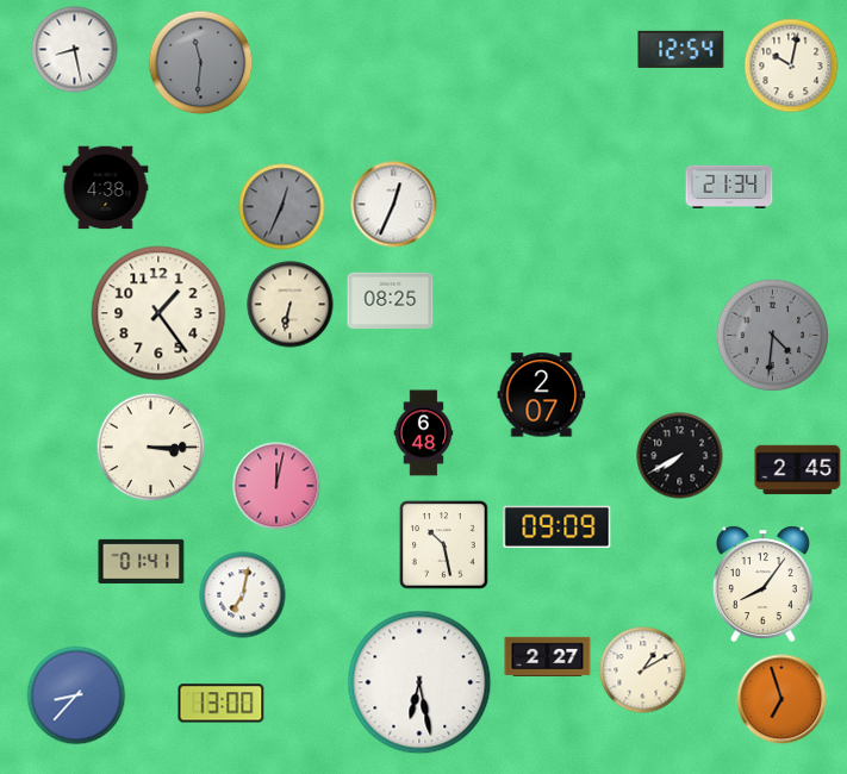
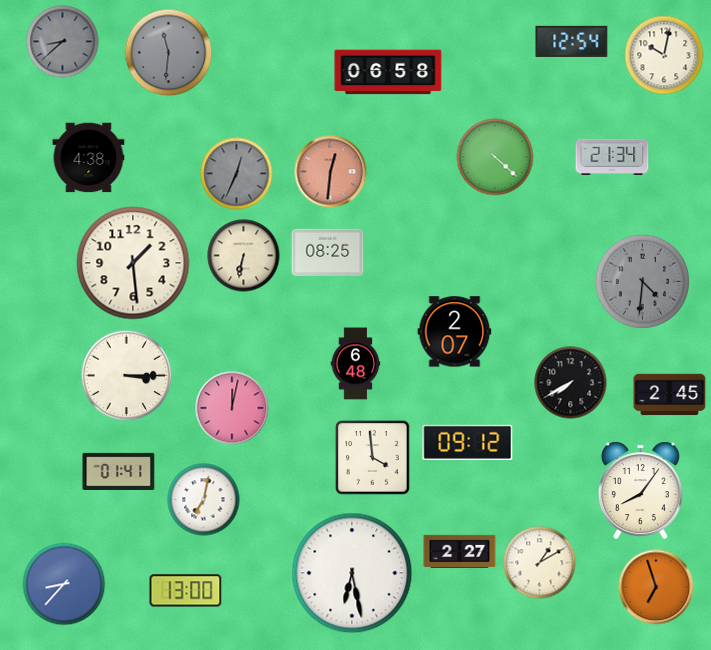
clock at (75, 50): 8:28 -> 8:38
clock at (75, 50) dial: white -> grey
clock at (388, 72): none -> 06:58
clock at (495, 157): none -> 4:22
clock at (394, 205): 12:34 -> 12:31
clock at (394, 205) dial: white -> salmon
clock at (158, 313): 1:24 -> 1:29
clock at (772, 335) position: (772, 335) -> (642, 281)
clock at (558, 526): 09:09 -> 09:12
clock at (444, 545): 10:28 -> 3:59
